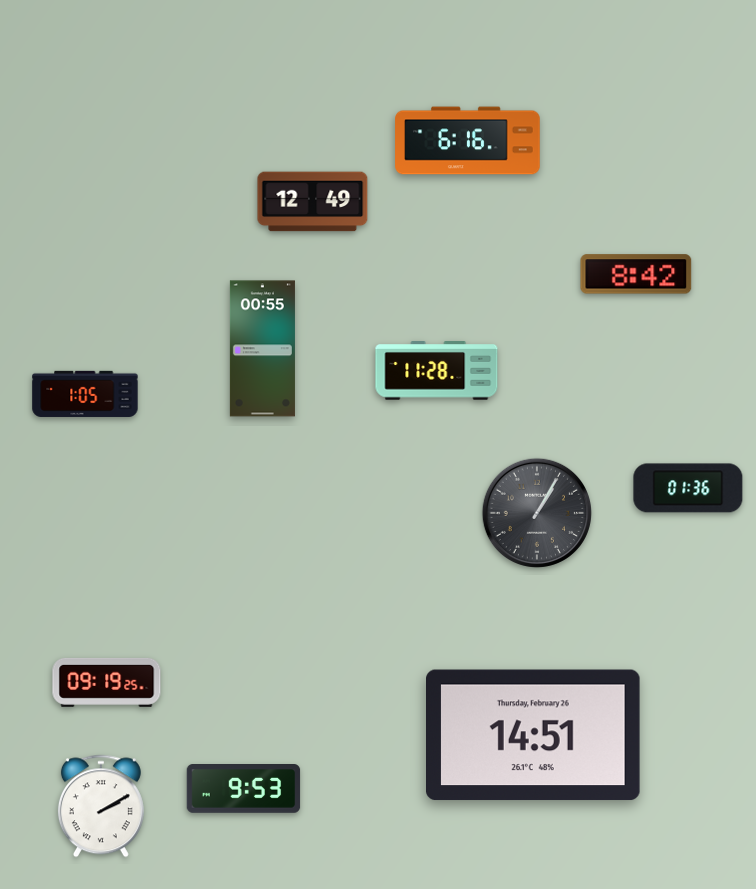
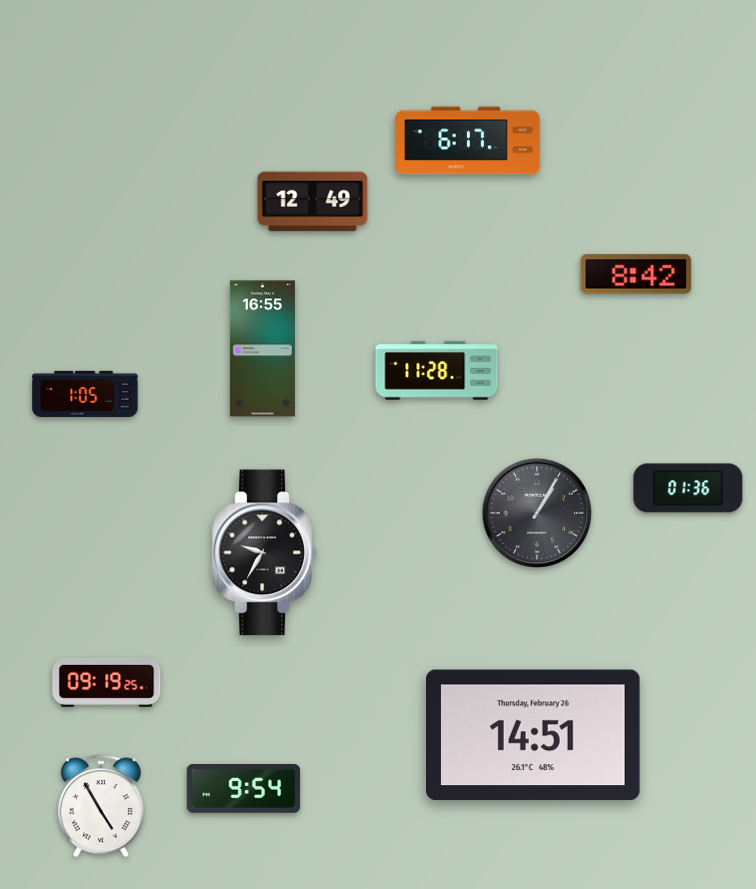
clock at (468, 141): 6:16 -> 6:17
clock at (262, 349): 00:55 -> 16:55
clock at (265, 553): none -> 9:35
clock at (244, 789): 9:53 -> 9:54
clock at (101, 806): 2:10 -> 4:55
